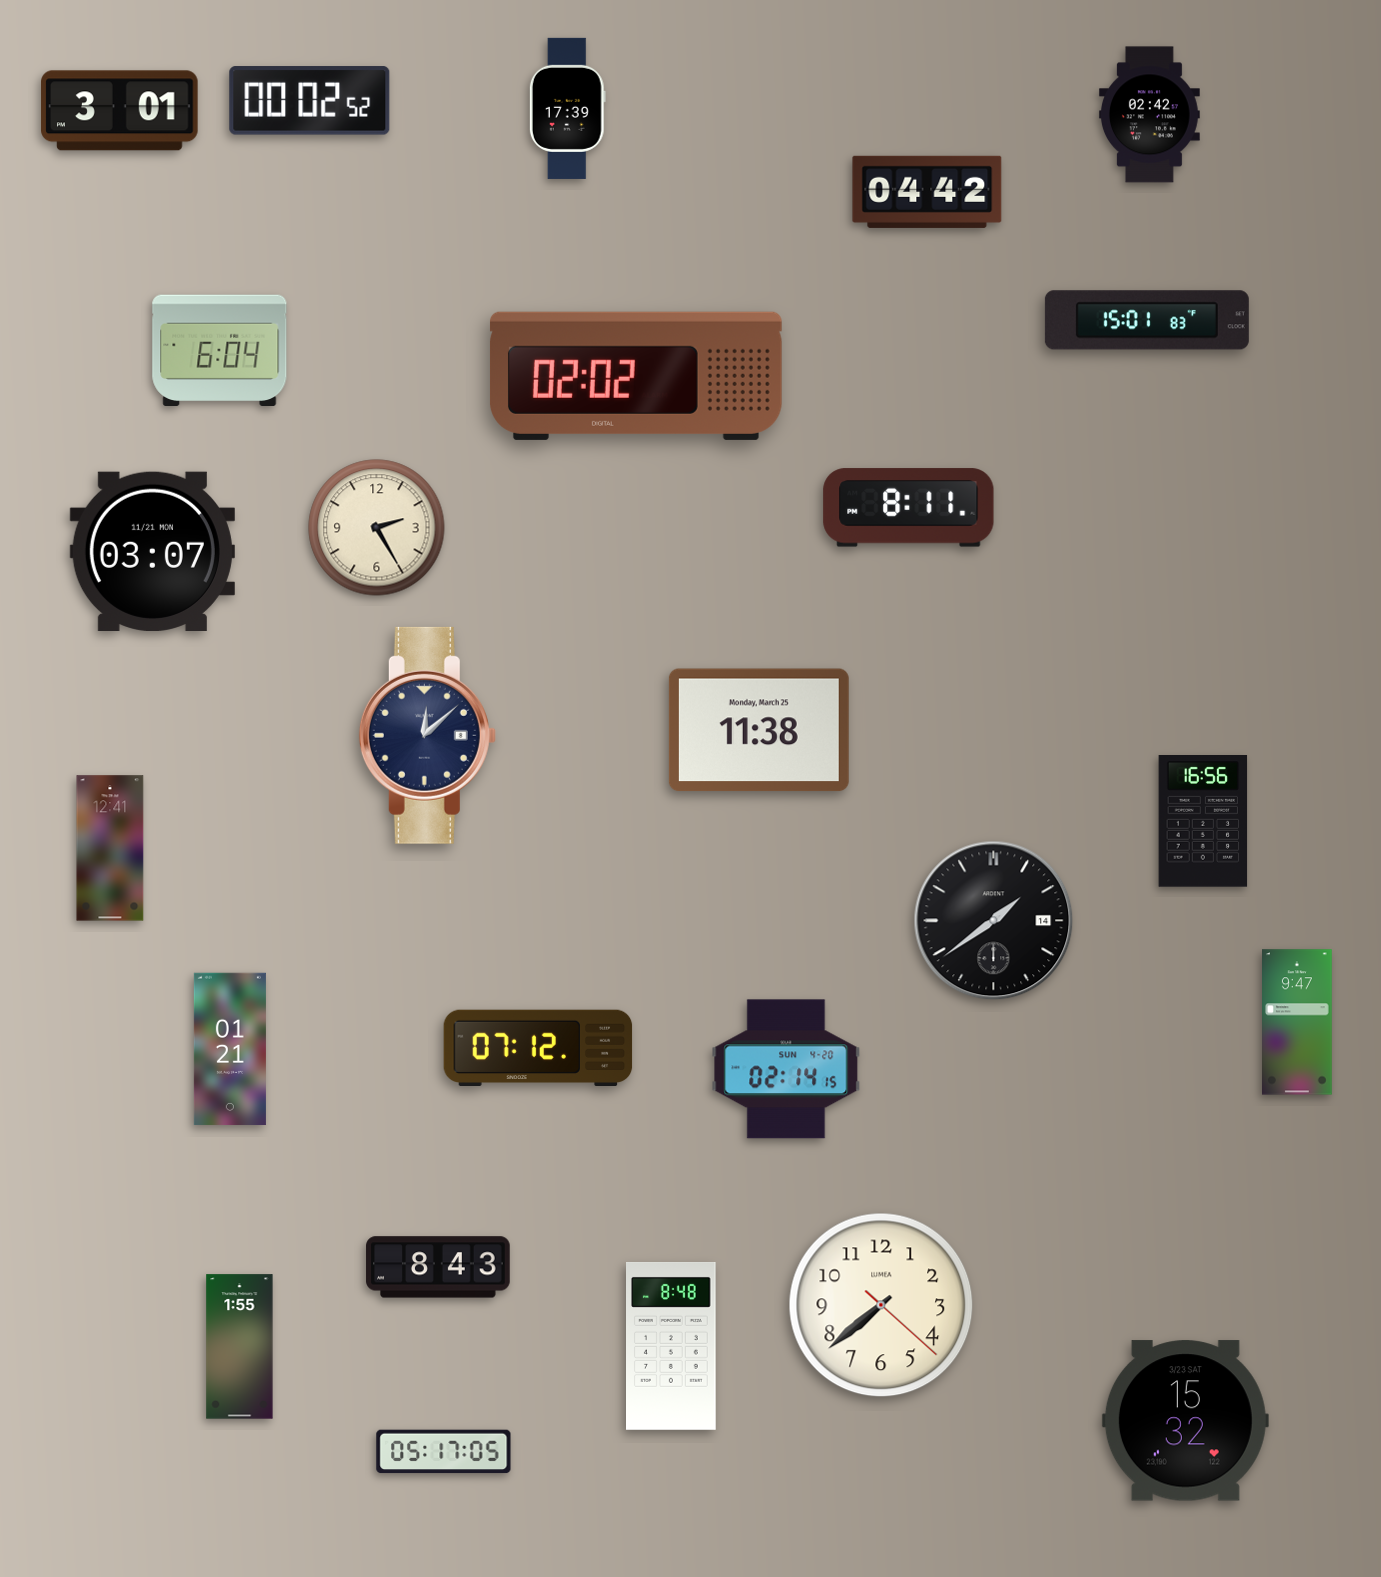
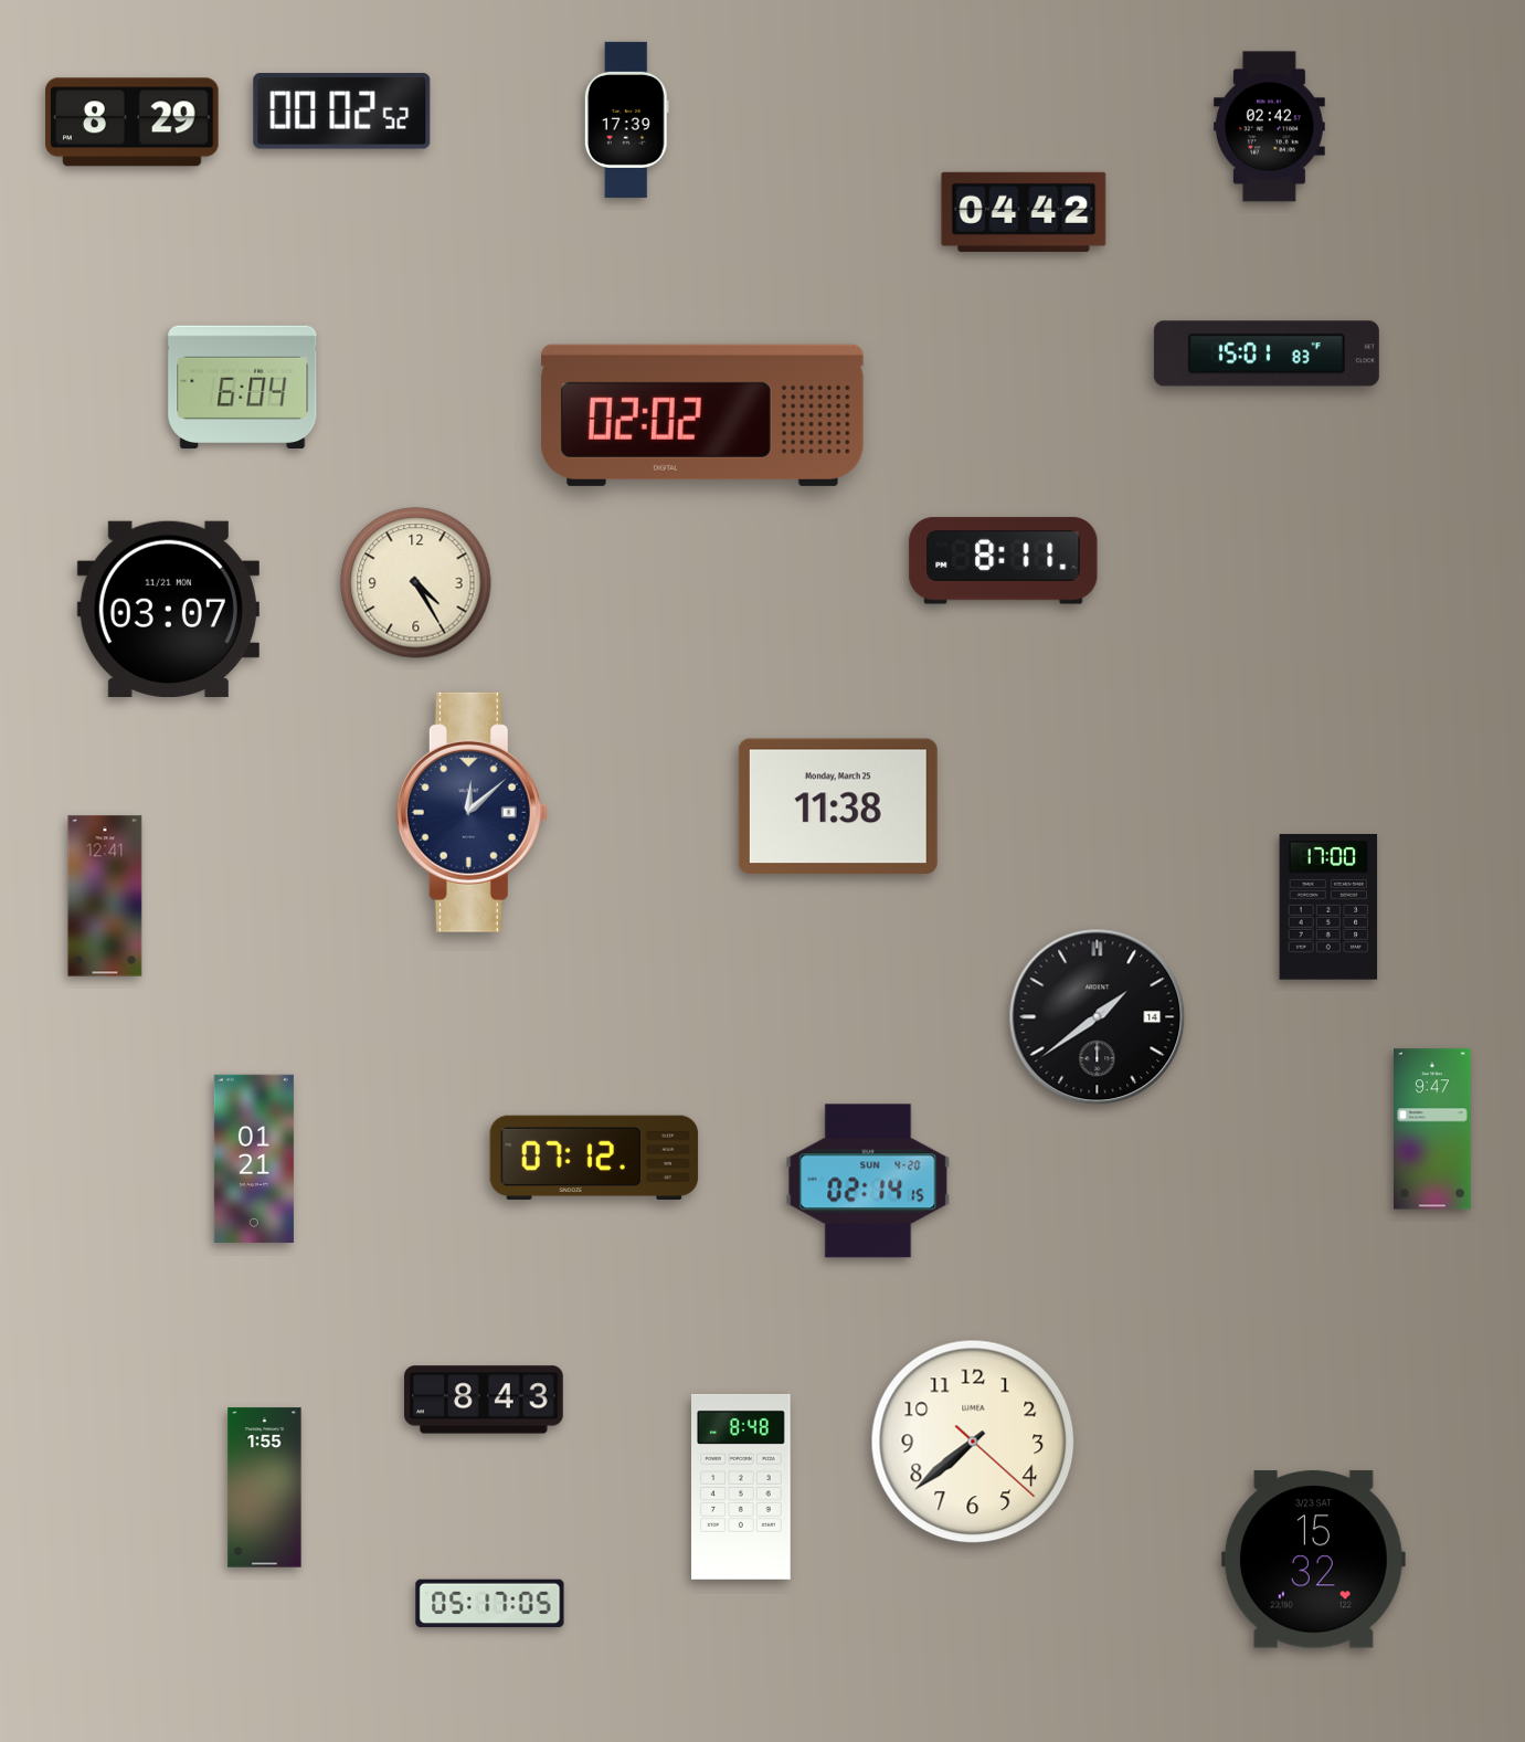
clock at (120, 111): 3:01 -> 8:29
clock at (377, 528): 2:25 -> 4:25
clock at (1203, 821): 16:56 -> 17:00
clock at (110, 848) position: (110, 848) -> (105, 896)
clock at (1185, 1421) position: (1185, 1421) -> (1313, 1560)
